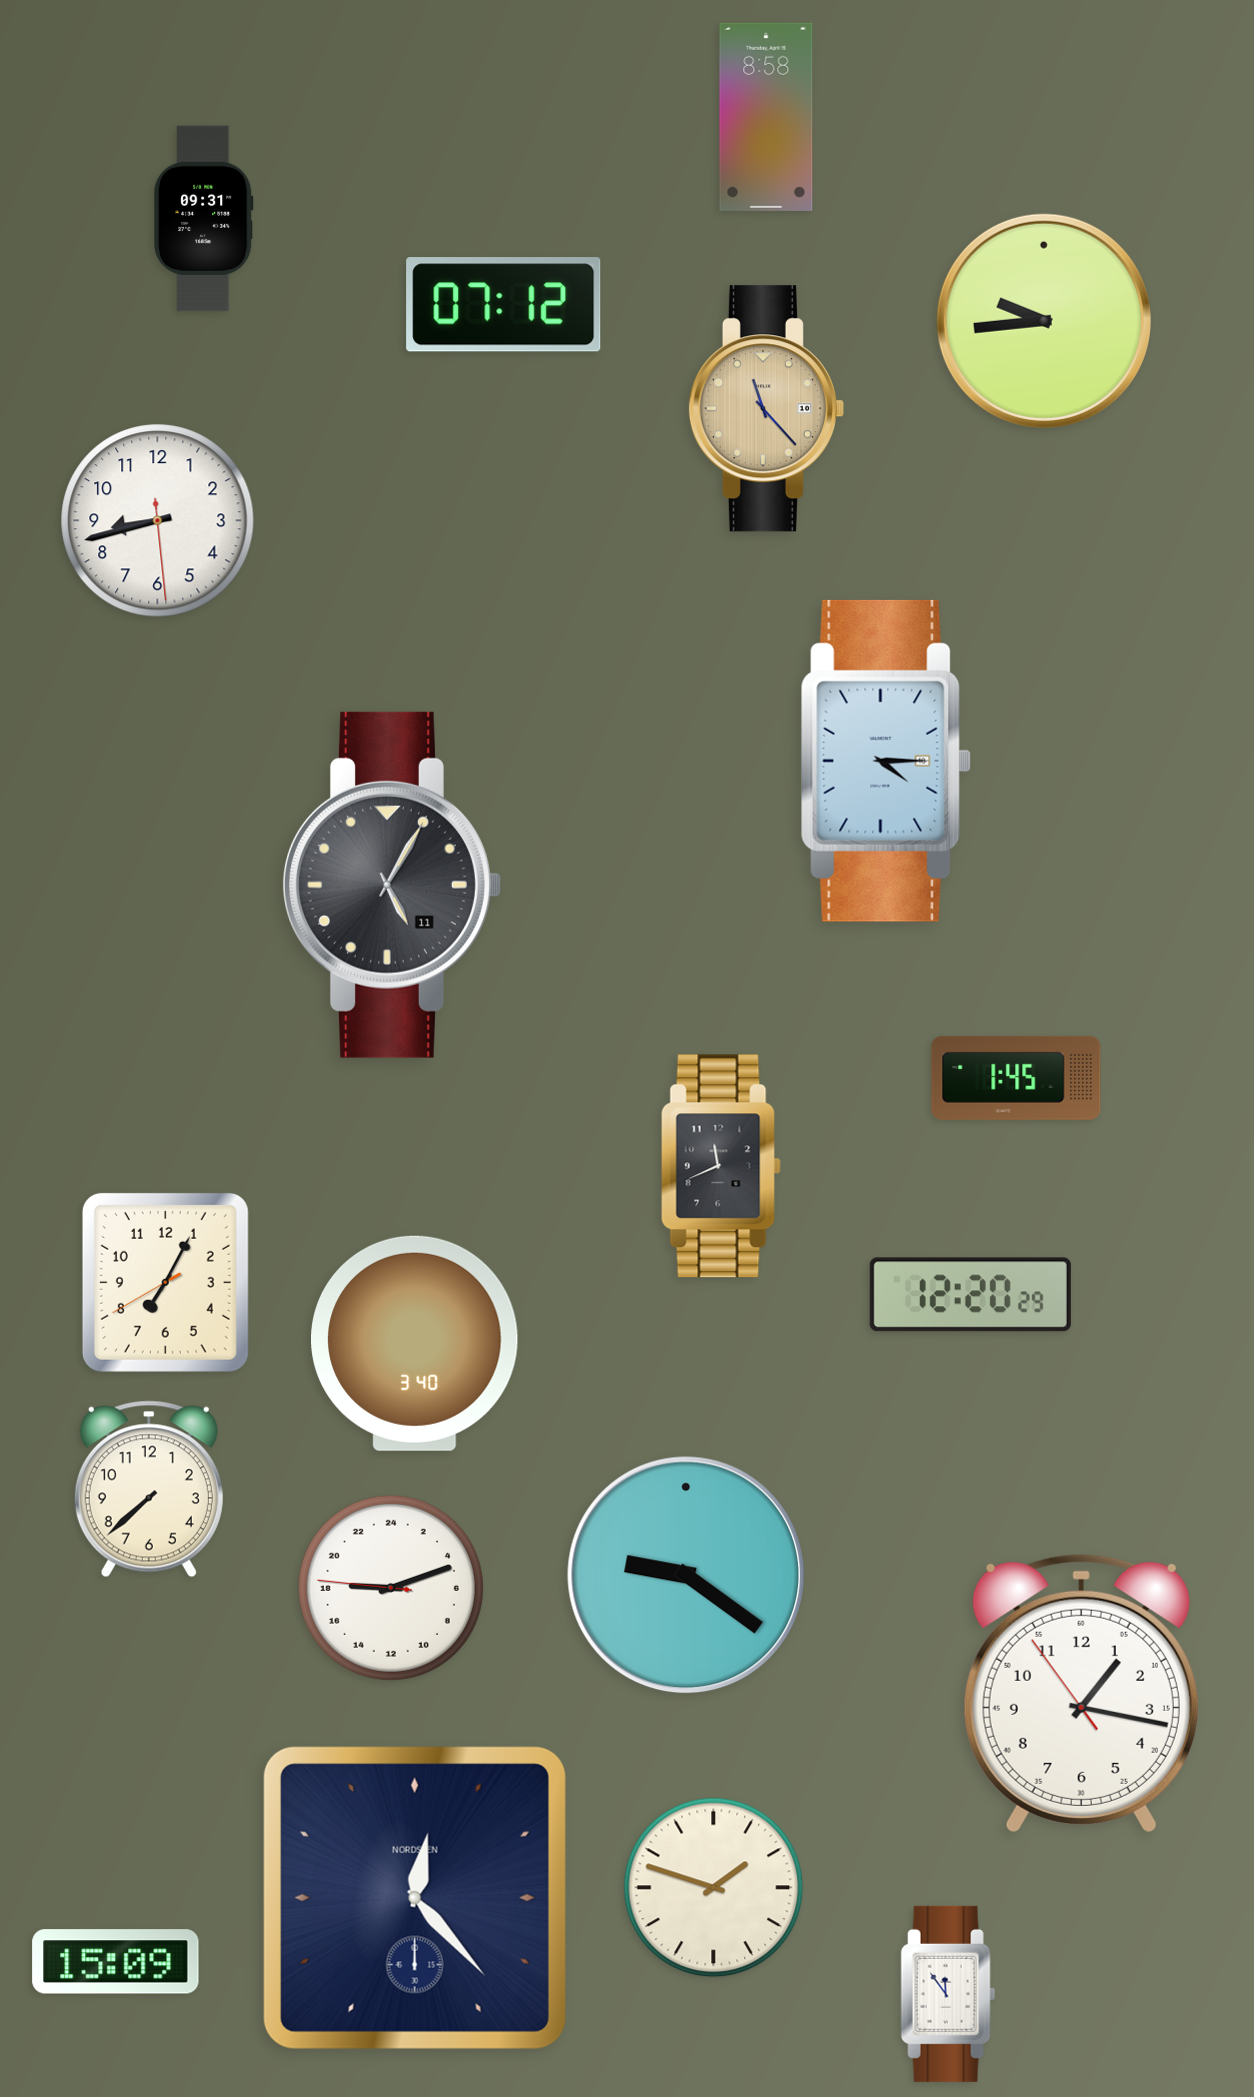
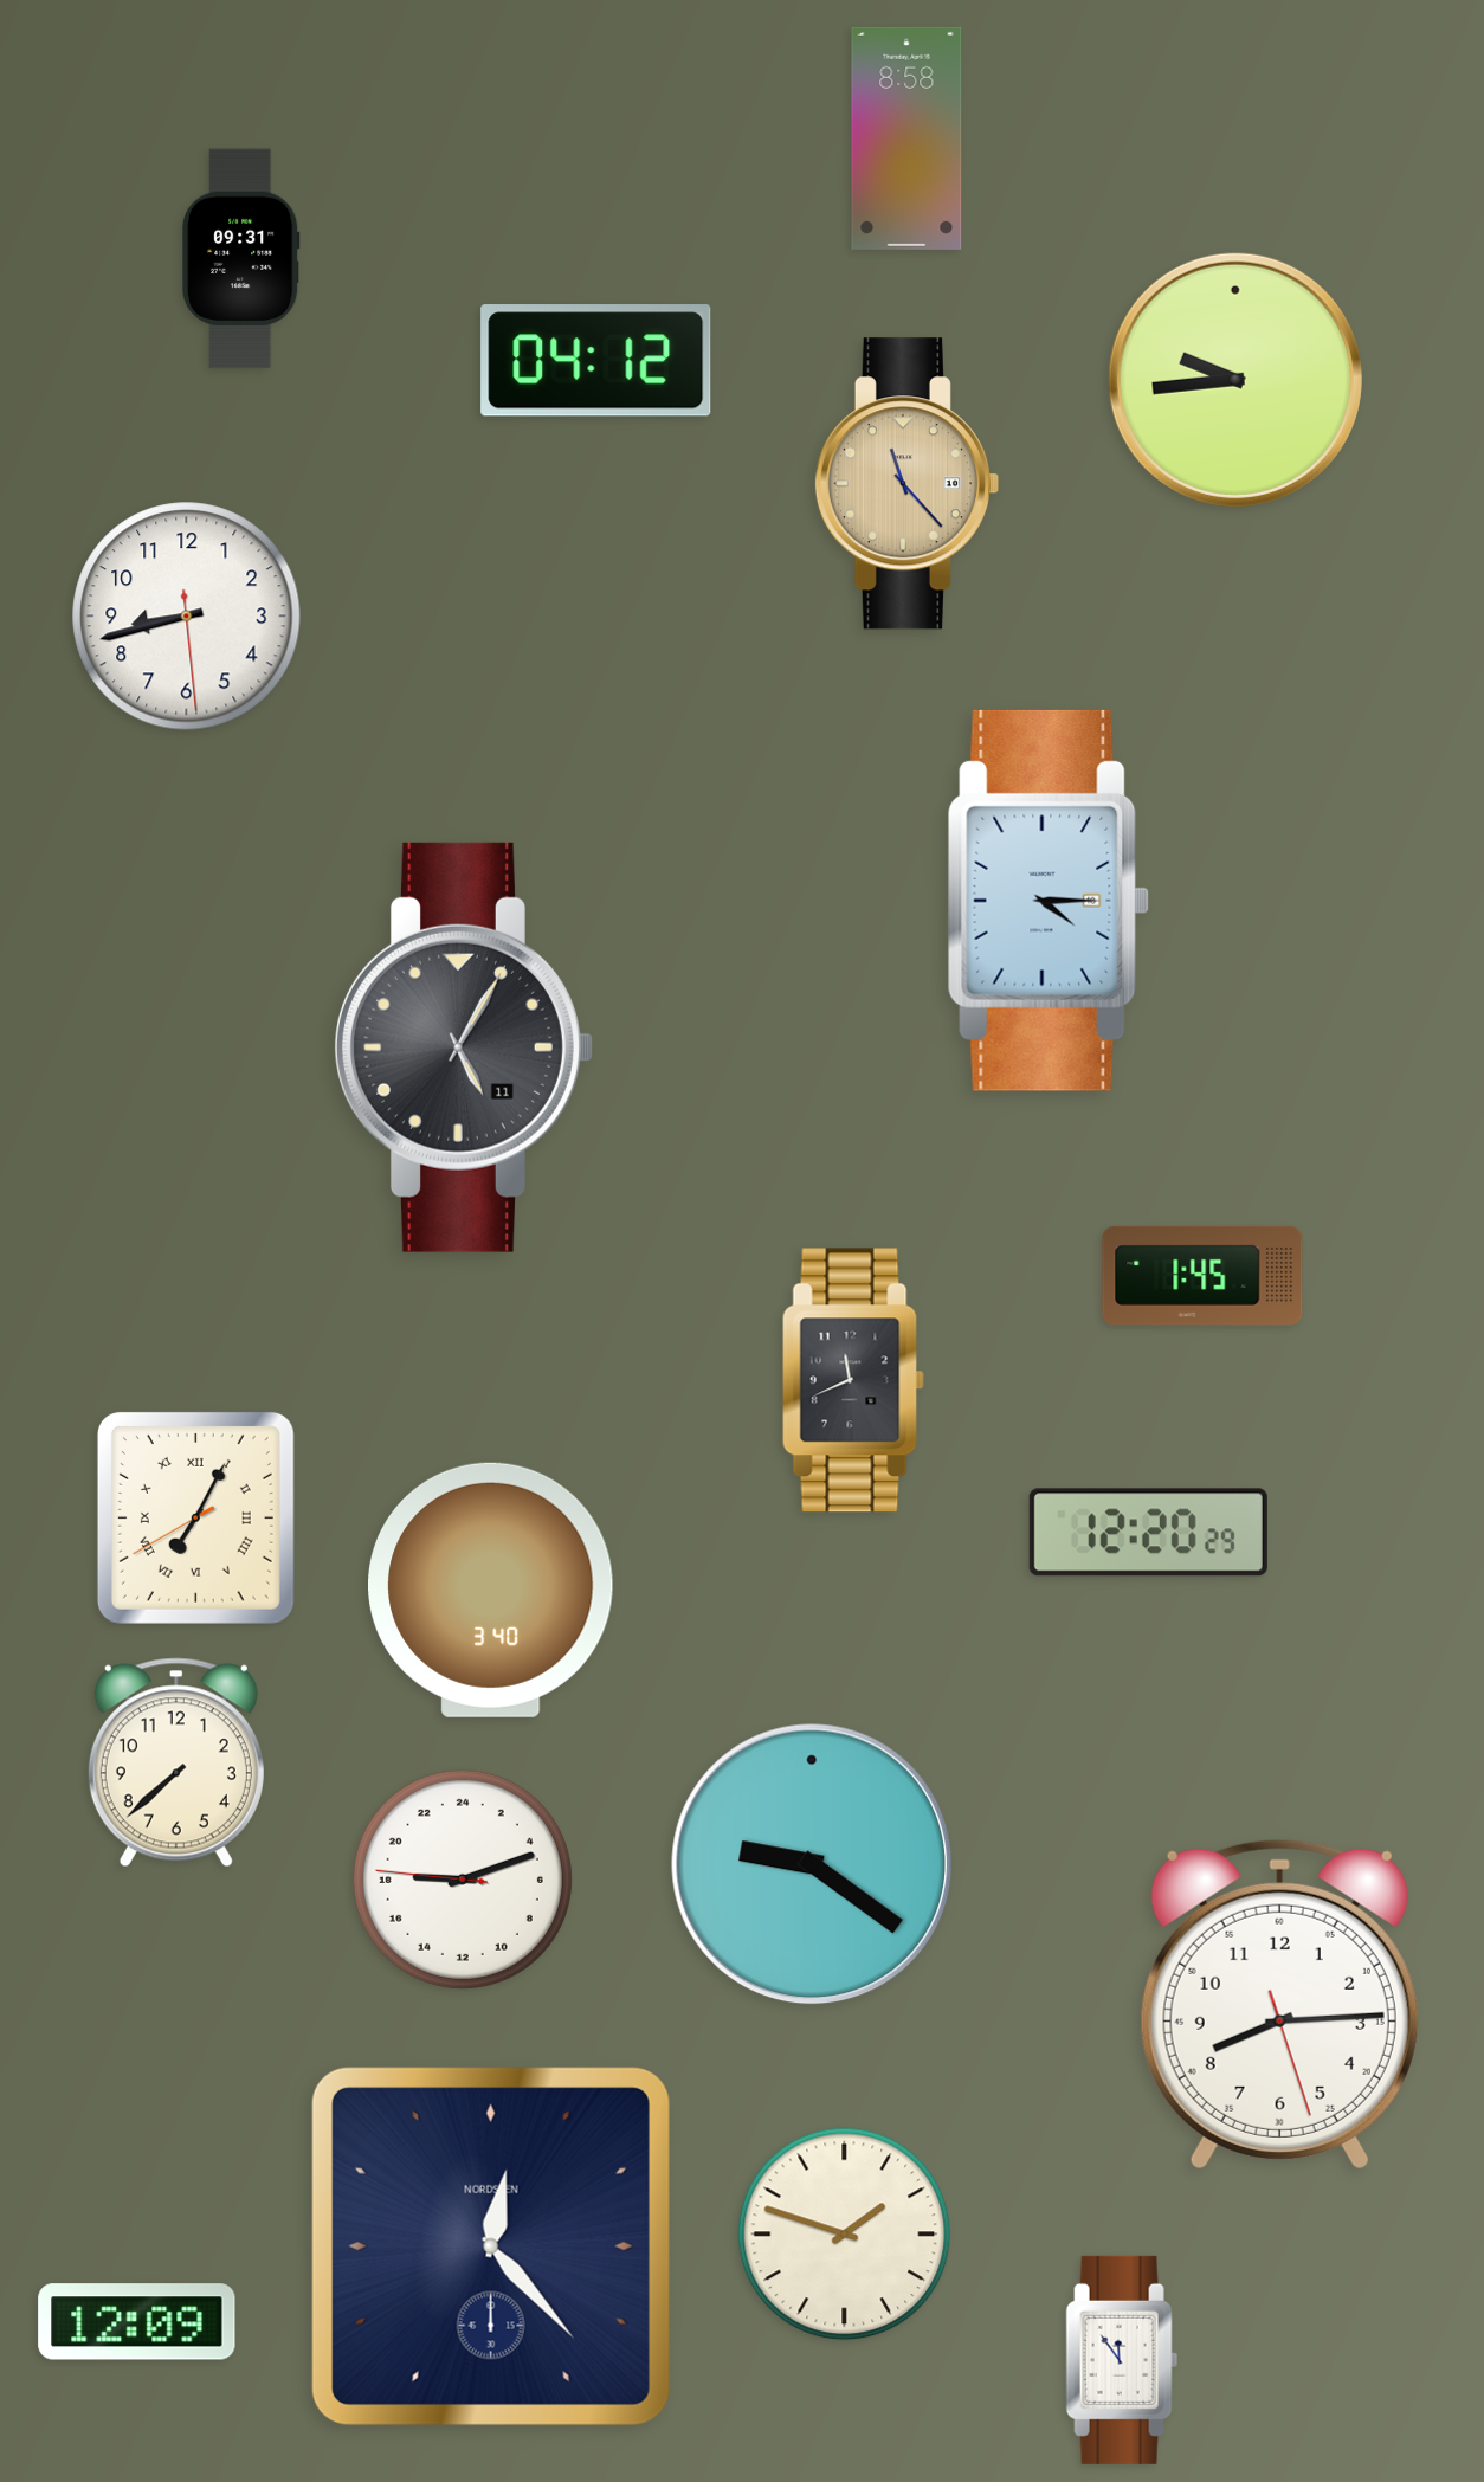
clock at (504, 305): 07:12 -> 04:12
clock at (165, 1282) numerals: Arabic -> Roman
clock at (1081, 1693): 1:16 -> 8:14
clock at (116, 1962): 15:09 -> 12:09
